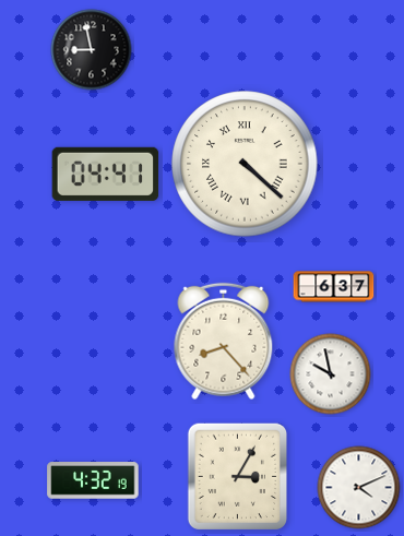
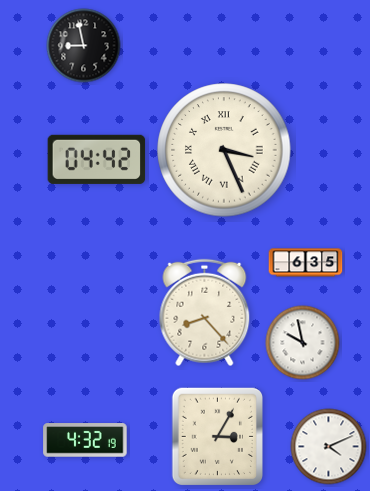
clock at (245, 164): 4:22 -> 3:26
clock at (106, 174): 04:41 -> 04:42
clock at (334, 287): 6:37 -> 6:35
